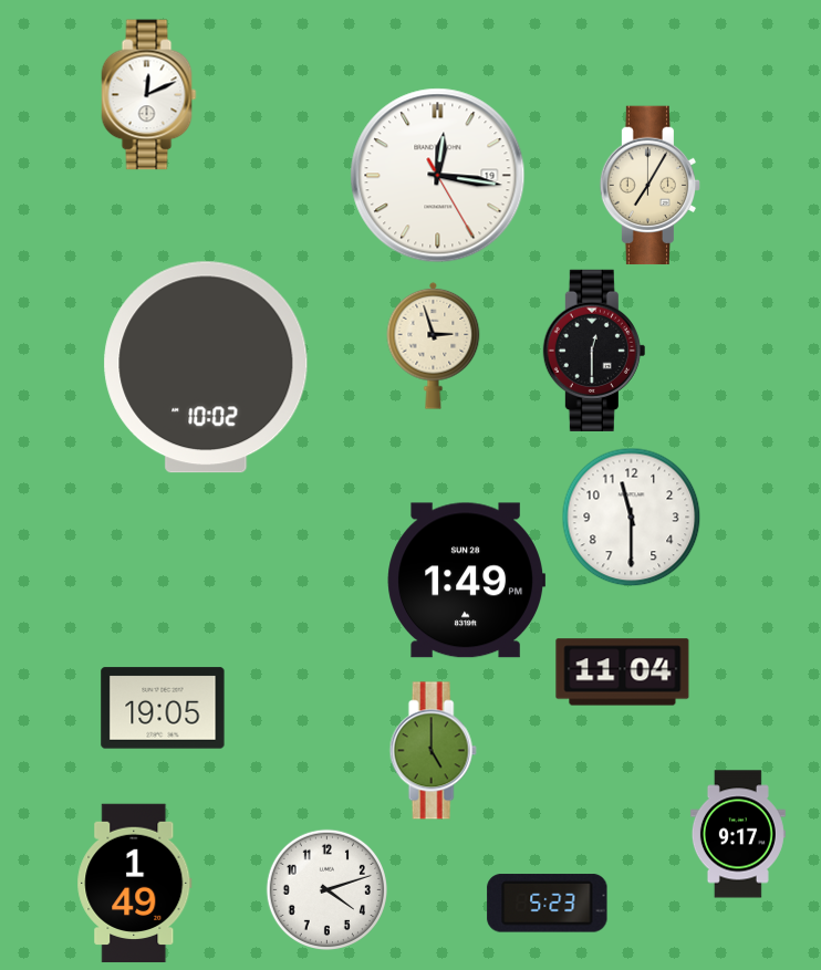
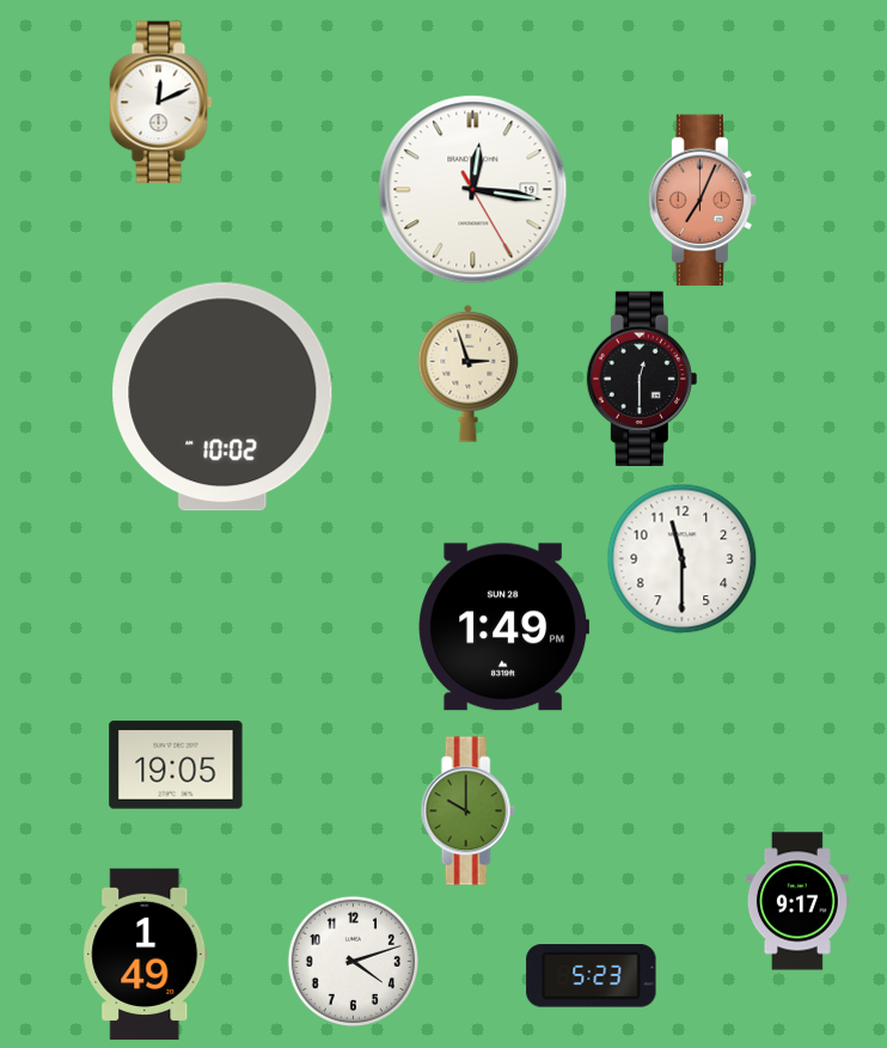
clock at (649, 186): 7:05 -> 7:04
clock at (649, 186) dial: cream -> salmon
clock at (623, 672): 11:04 -> none
clock at (433, 751): 5:00 -> 10:00
